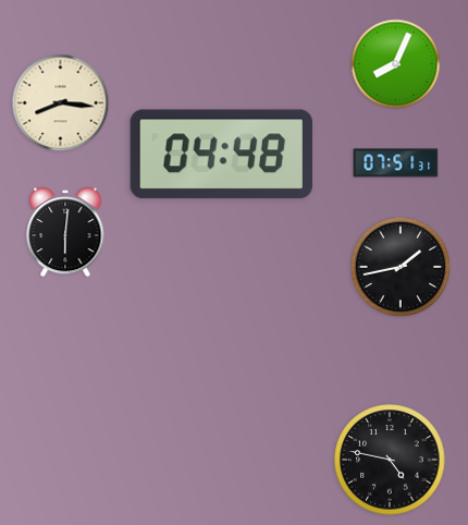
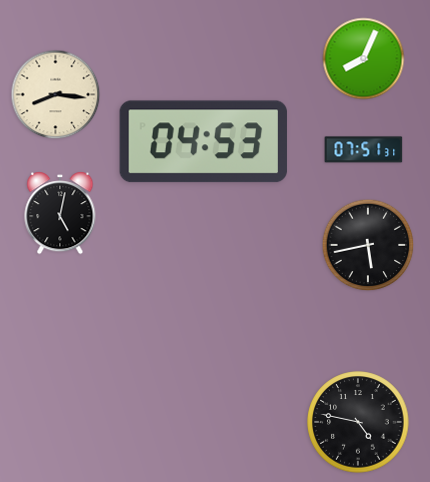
clock at (221, 155): 04:48 -> 04:53
clock at (65, 232): 6:01 -> 5:02
clock at (401, 267): 1:43 -> 5:43
